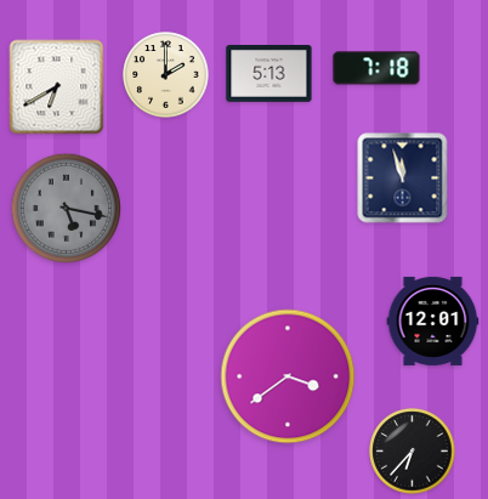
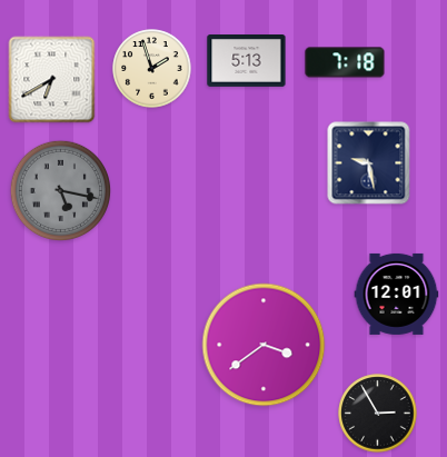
clock at (269, 74) position: (269, 74) -> (247, 61)
clock at (166, 75): 2:00 -> 1:57
clock at (403, 178): 11:57 -> 9:28
clock at (413, 452): 6:37 -> 2:55
